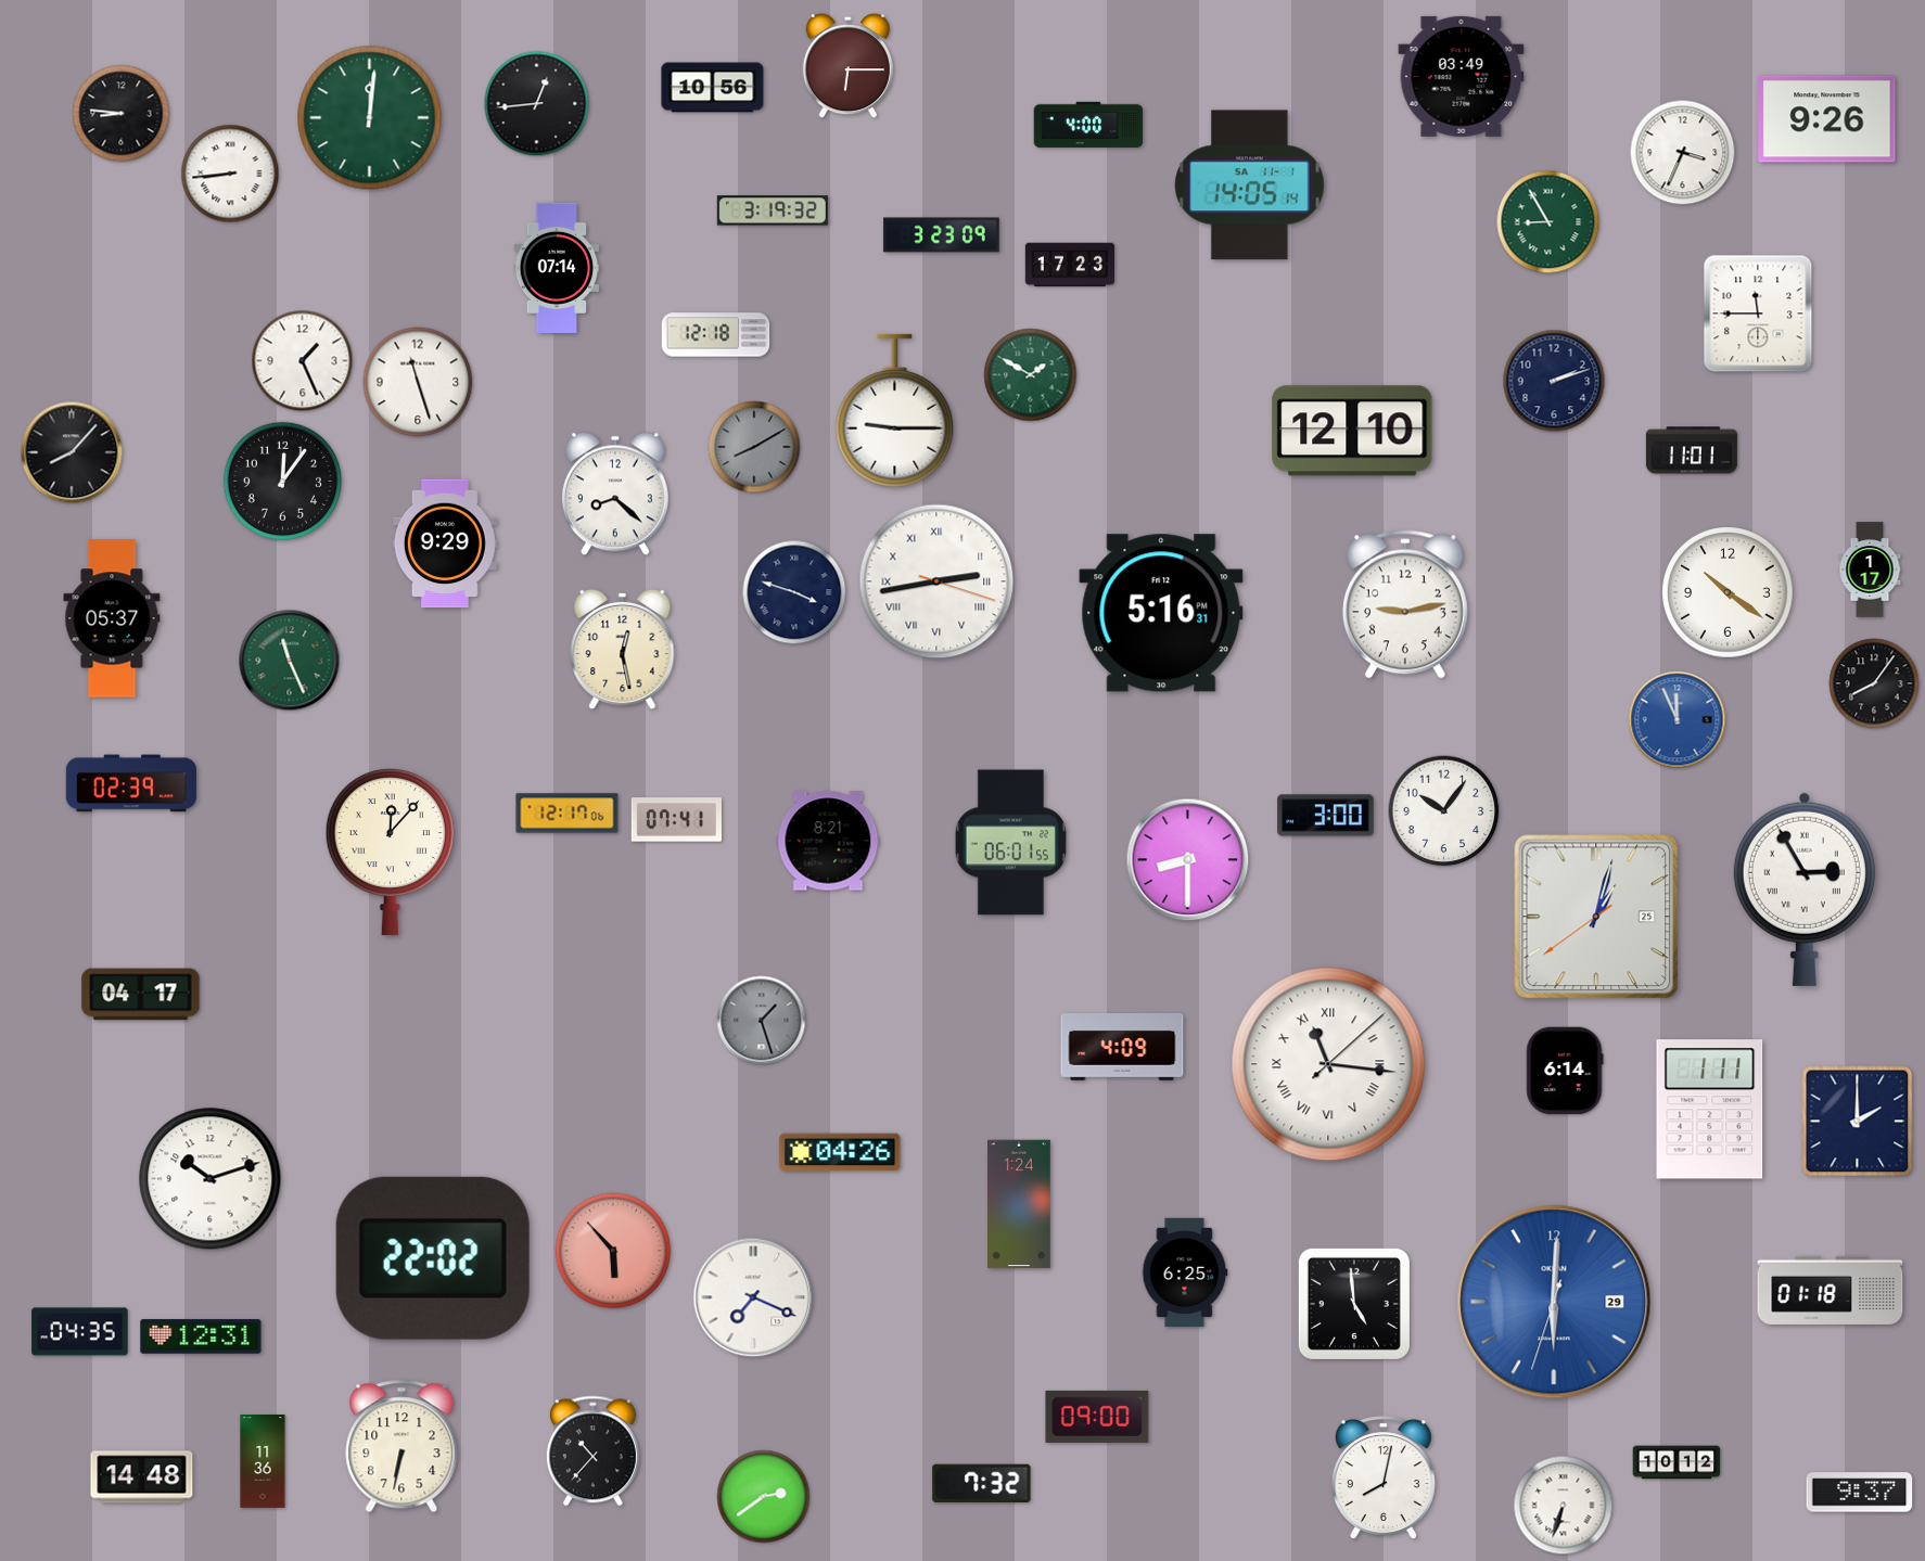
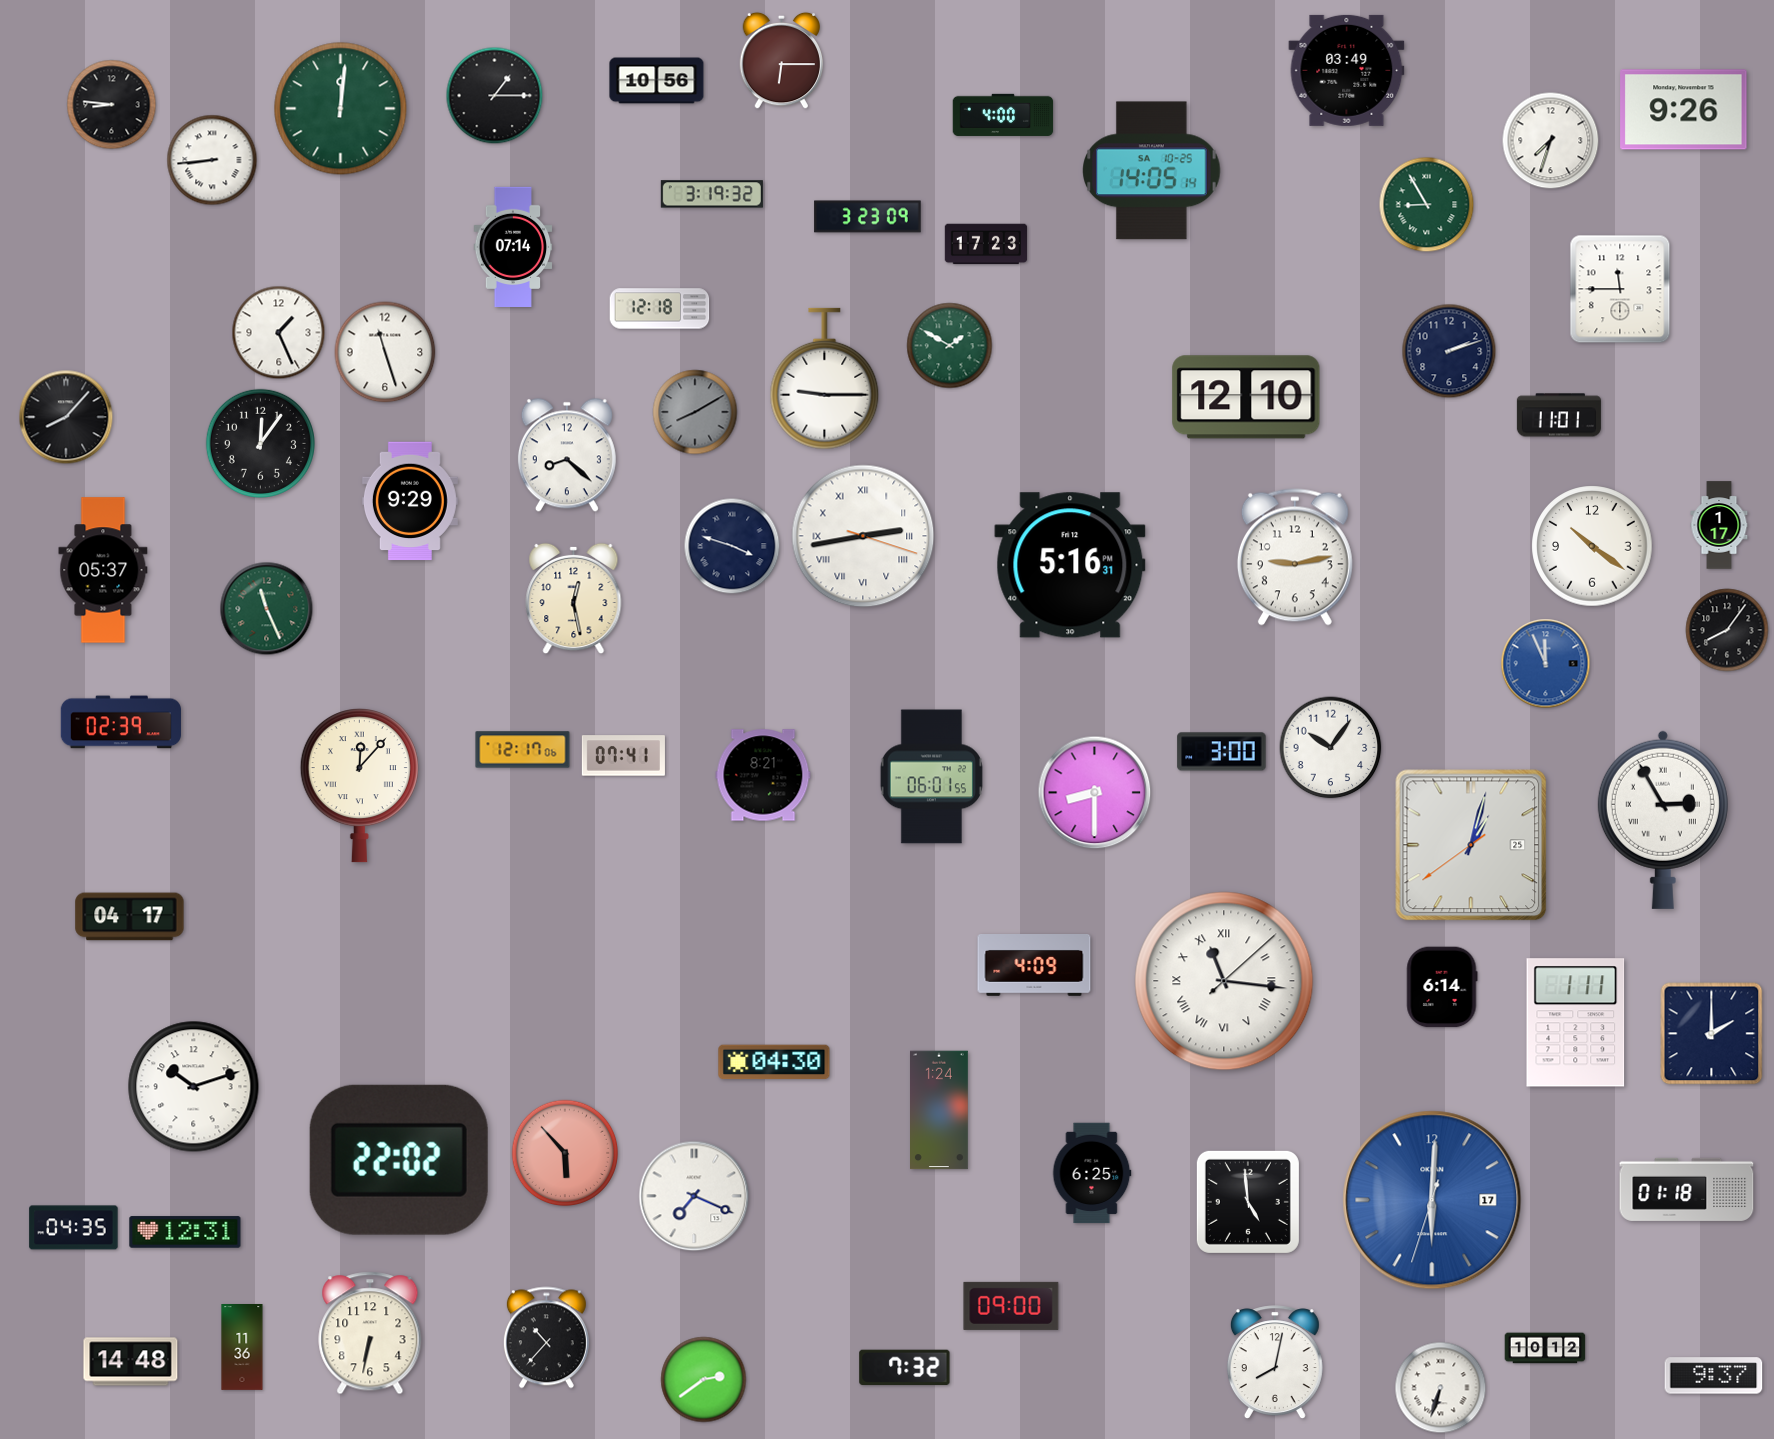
clock at (537, 104): 12:44 -> 1:15
clock at (1683, 153): 3:34 -> 7:33
clock at (1250, 185) date: SA 11-1 -> SA 10-25
clock at (1554, 381) position: (1554, 381) -> (1449, 351)
clock at (1870, 570) position: (1870, 570) -> (1719, 525)
clock at (762, 1021): 1:27 -> none
clock at (840, 1152): 04:26 -> 04:30
clock at (1554, 1302) date: 29 -> 17
